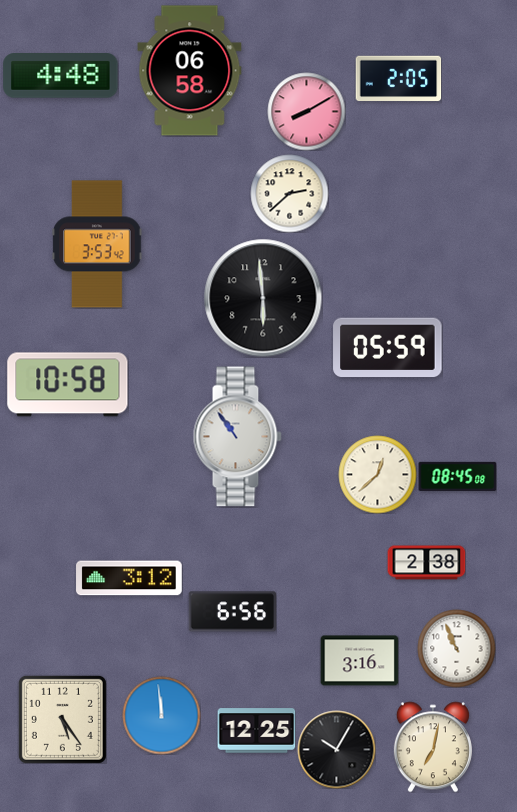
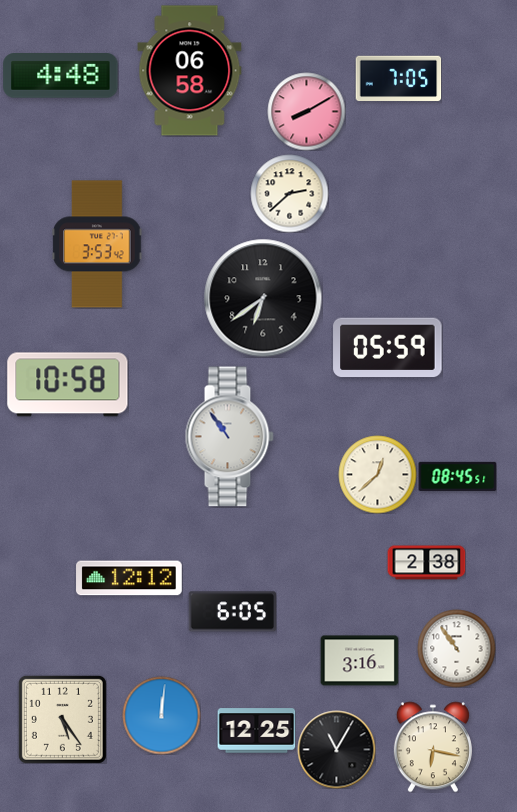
clock at (398, 79): 2:05 -> 7:05
clock at (263, 298): 5:59 -> 6:39
clock at (237, 437) position: (237, 437) -> (229, 437)
clock at (457, 476): 08:45:08 -> 08:45:51
clock at (129, 578): 3:12 -> 12:12
clock at (232, 612): 6:56 -> 6:05
clock at (456, 648): 10:56 -> 10:54
clock at (161, 715): 11:59 -> 12:01
clock at (433, 747): 7:02 -> 6:17
clock at (336, 749): 10:05 -> 11:05
